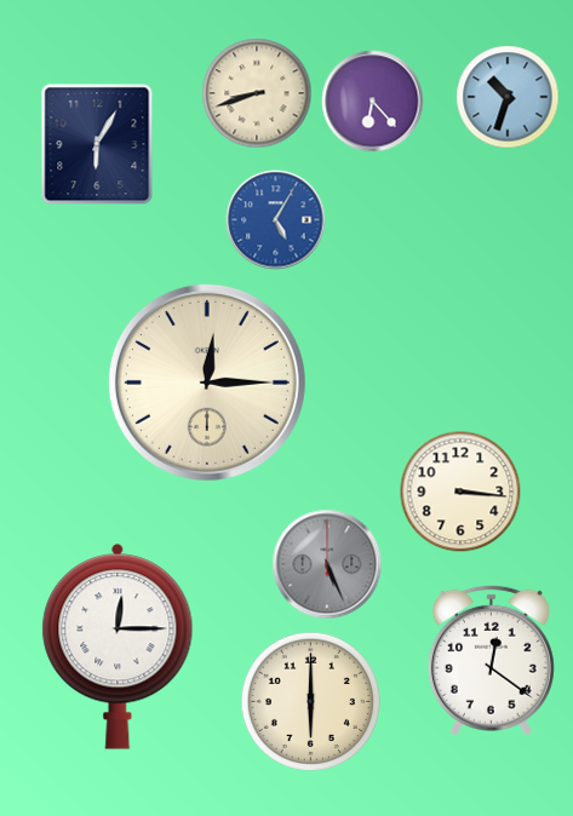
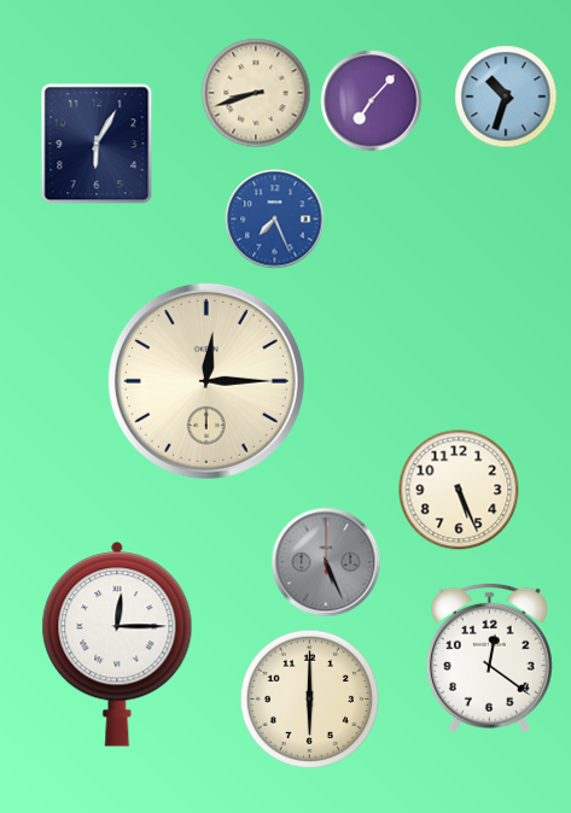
clock at (373, 102): 6:23 -> 7:07
clock at (276, 220): 5:05 -> 7:26
clock at (460, 492): 3:16 -> 5:26
